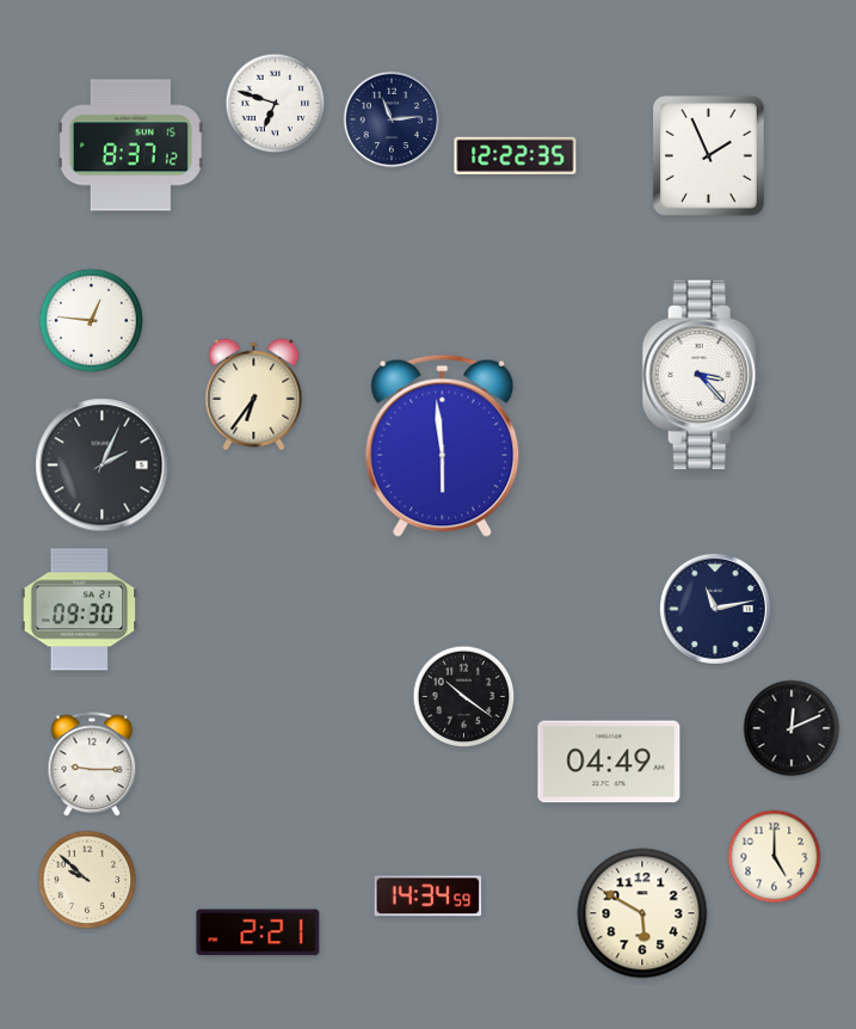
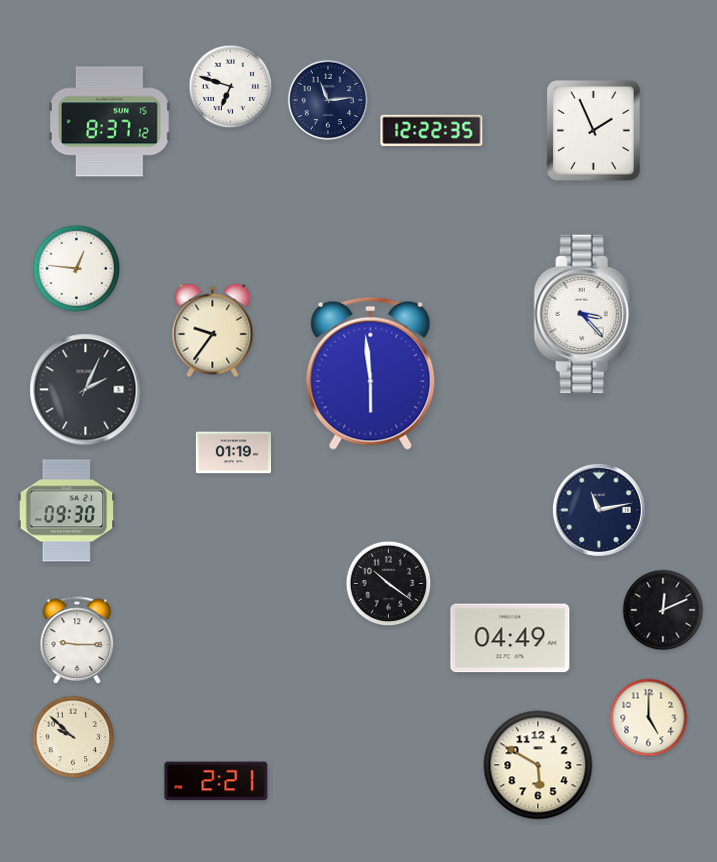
clock at (702, 375) position: (702, 375) -> (584, 314)
clock at (254, 395): 6:36 -> 9:36
clock at (233, 453): none -> 01:19
clock at (429, 896): 14:34 -> none
